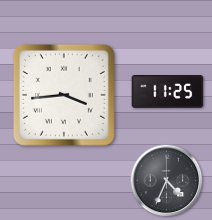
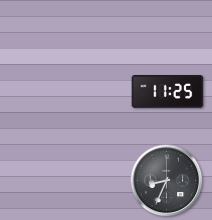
clock at (64, 95): 3:44 -> none
clock at (167, 181): 4:34 -> 8:34
